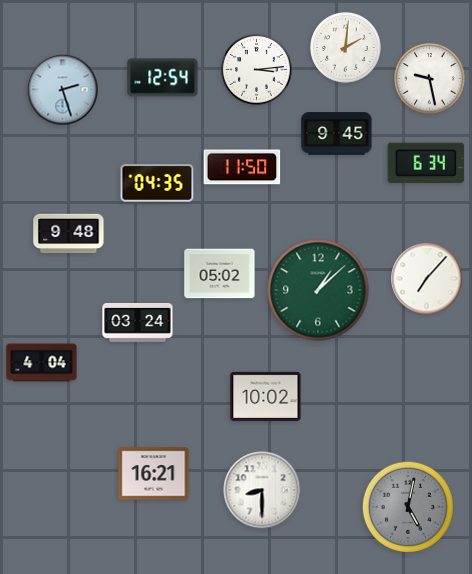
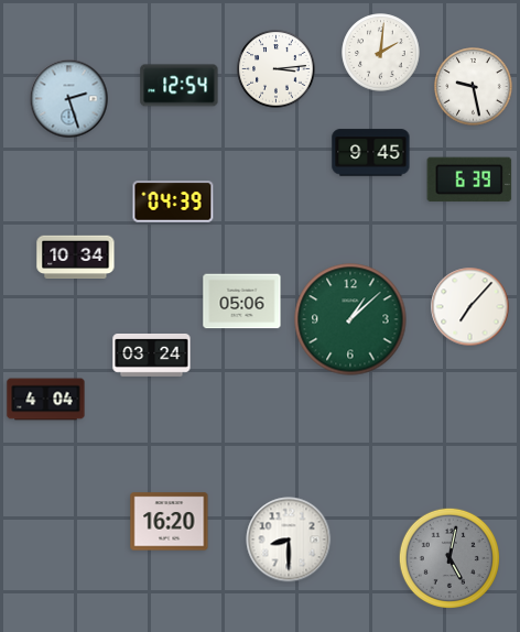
clock at (257, 70) position: (257, 70) -> (277, 69)
clock at (337, 134) position: (337, 134) -> (371, 153)
clock at (426, 163): 6:34 -> 6:39
clock at (242, 167): 11:50 -> none
clock at (157, 183): 04:35 -> 04:39
clock at (69, 234): 9:48 -> 10:34
clock at (220, 274): 05:02 -> 05:06
clock at (266, 396): 10:02 -> none
clock at (154, 474): 16:21 -> 16:20
